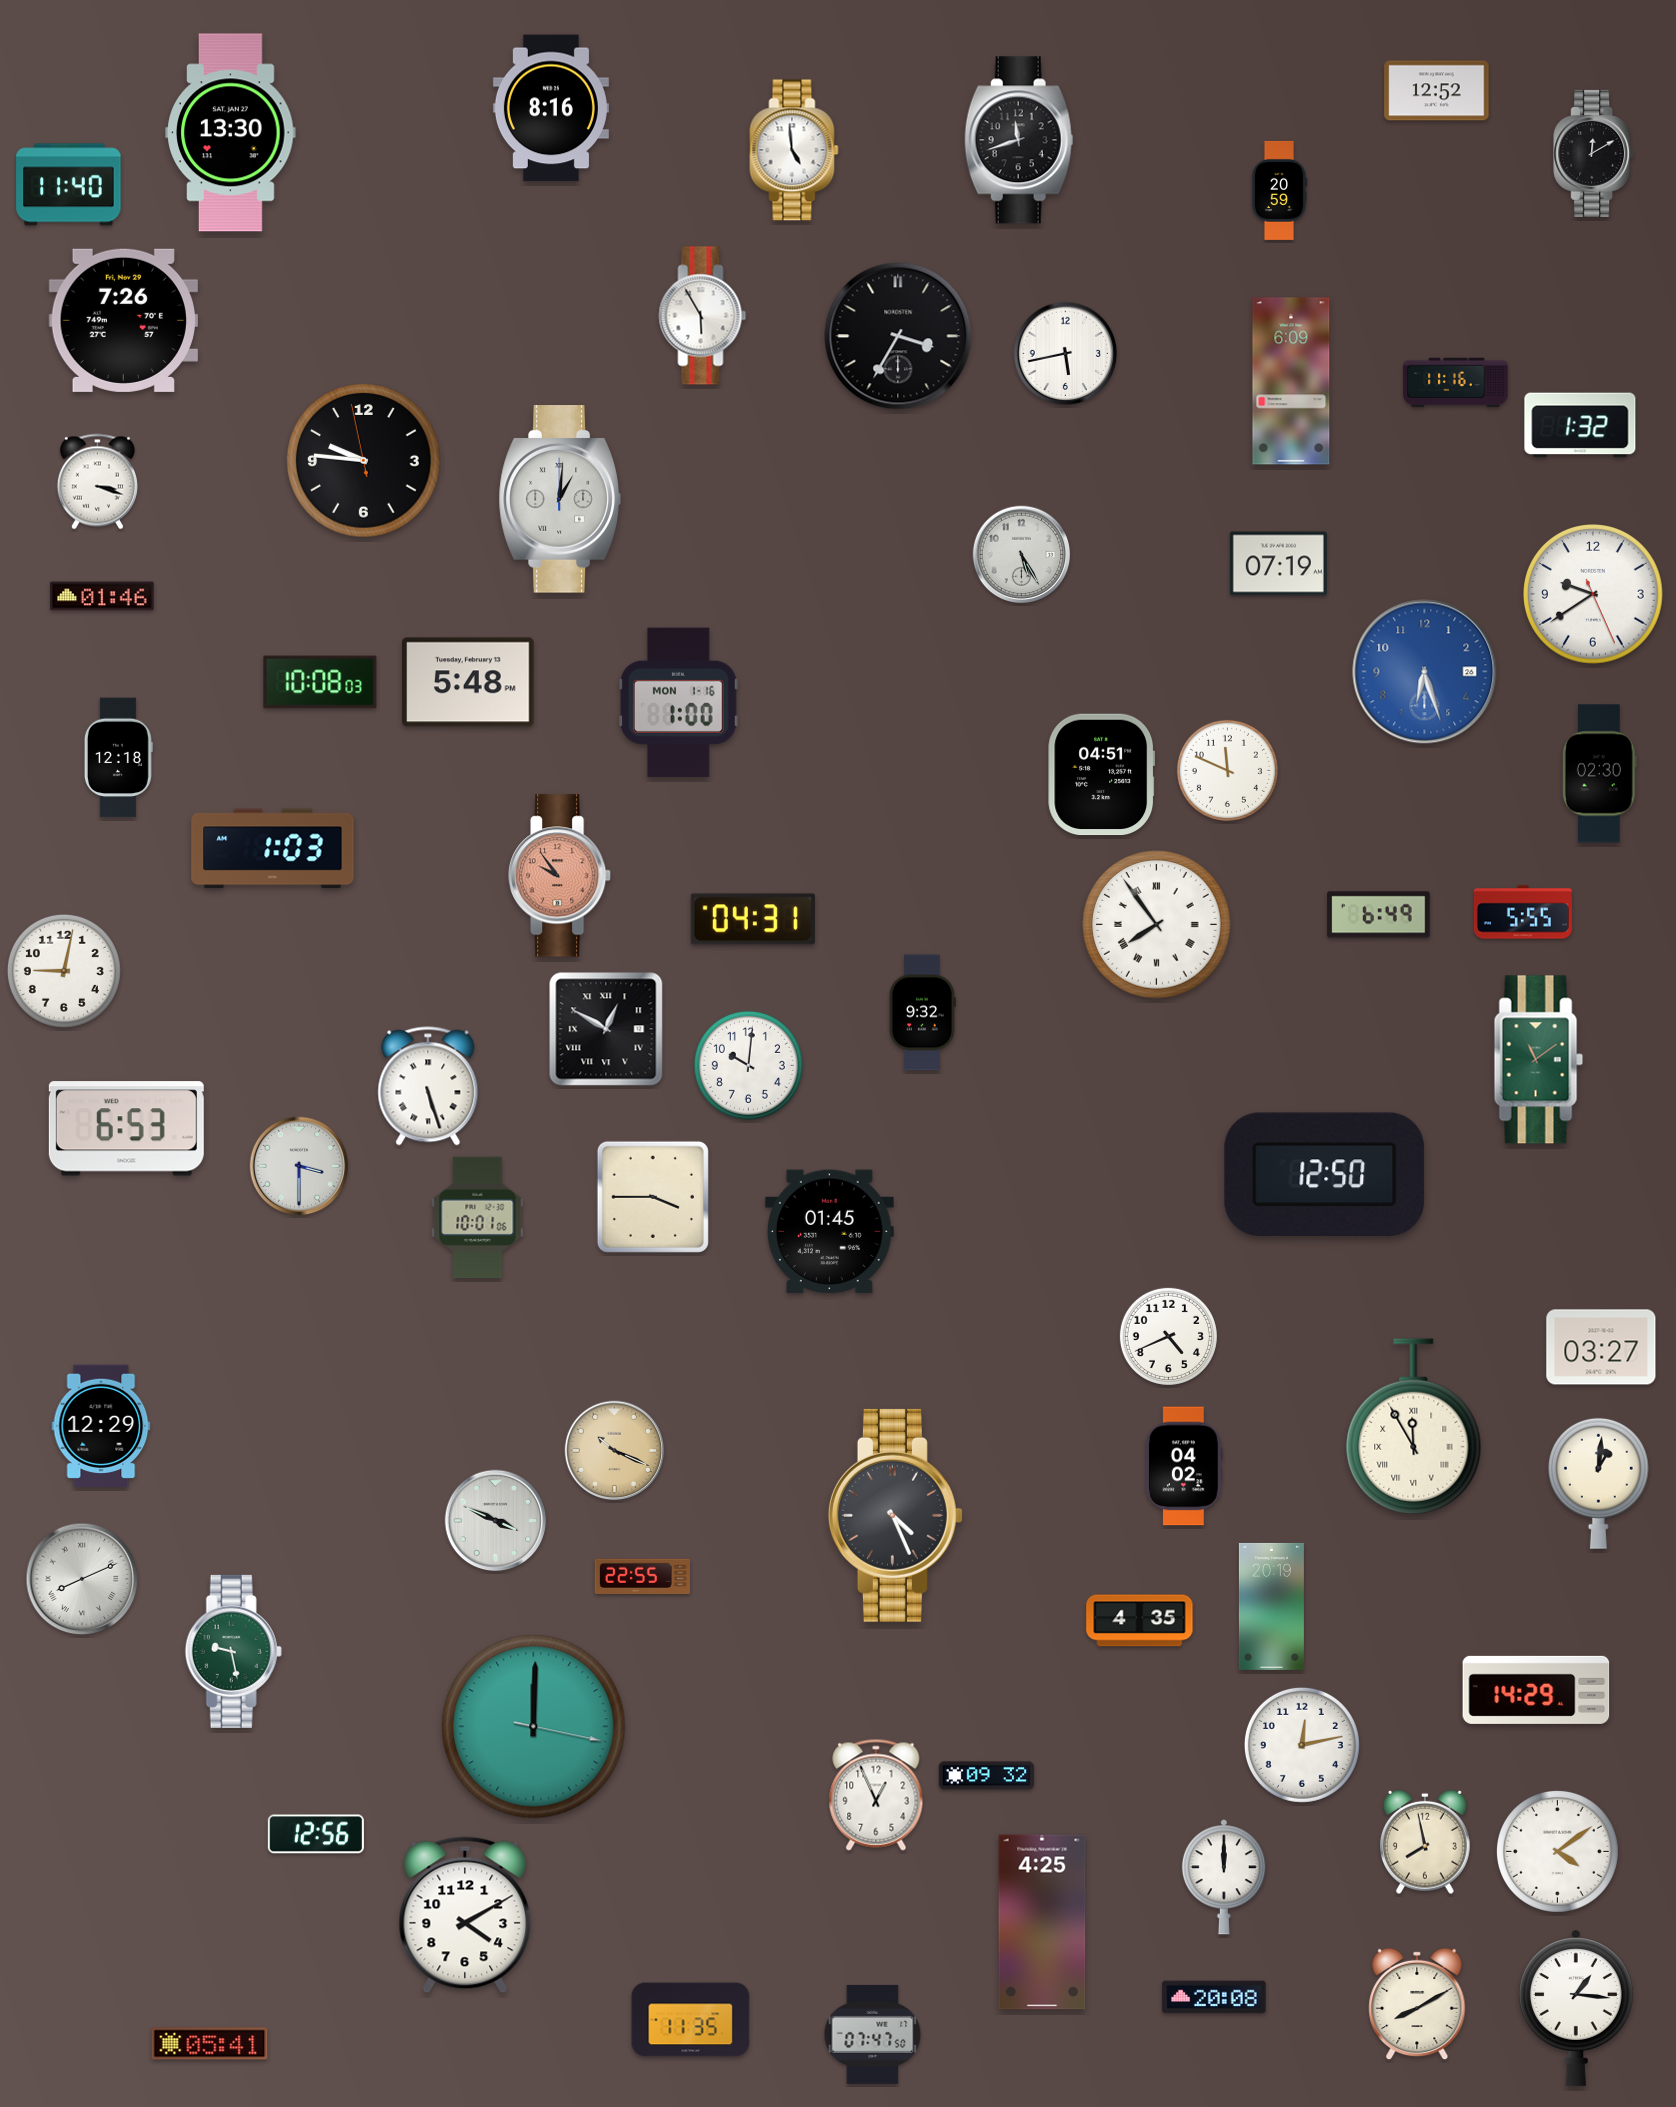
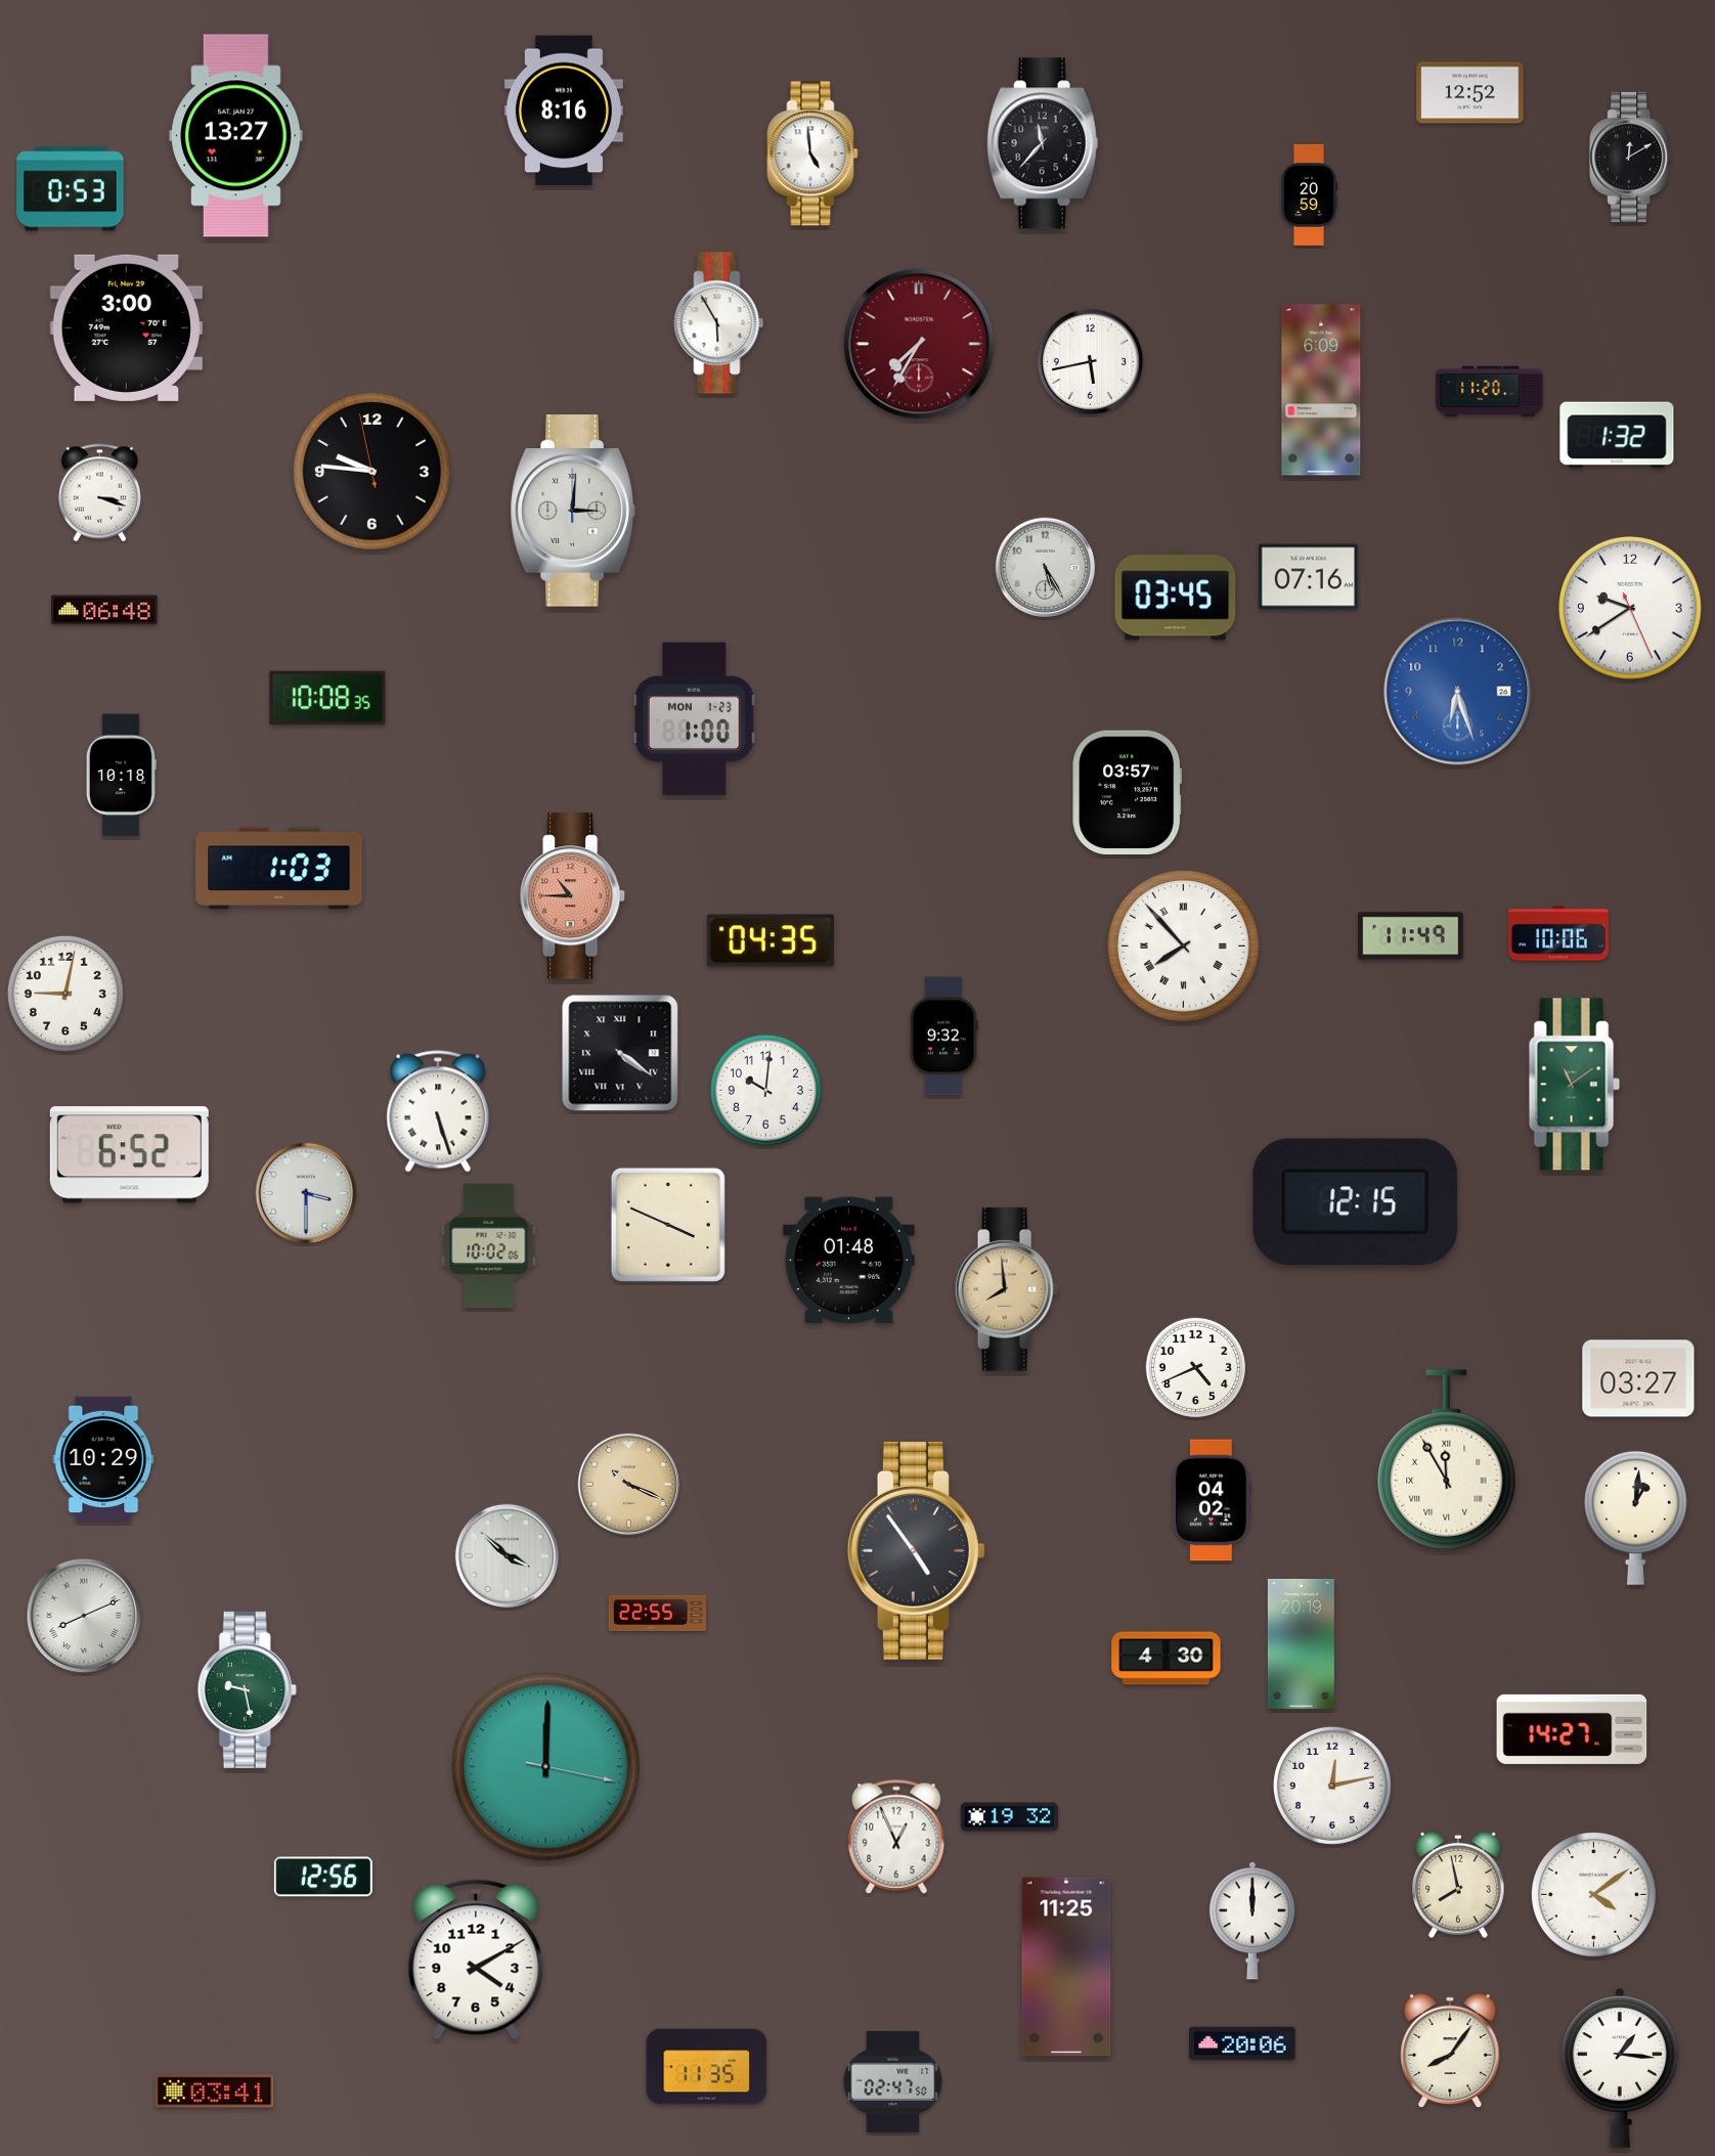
clock at (231, 133): 13:30 -> 13:27
clock at (1019, 140): 11:42 -> 11:37
clock at (69, 185): 11:40 -> 0:53
clock at (123, 320): 7:26 -> 3:00
clock at (898, 336): 3:35 -> 7:35
clock at (898, 336) dial: black -> burgundy
clock at (1456, 383): 11:16 -> 11:20
clock at (560, 499): 1:01 -> 3:01
clock at (1278, 564): 07:19 -> 07:16
clock at (1176, 596): none -> 03:45
clock at (102, 596): 01:46 -> 06:48
clock at (1425, 672) position: (1425, 672) -> (1458, 692)
clock at (320, 682): 10:08:03 -> 10:08:35
clock at (468, 682): 5:48 -> none
clock at (678, 702) date: MON 1-16 -> MON 1-23
clock at (118, 758): 12:18 -> 10:18
clock at (1227, 770): 11:49 -> none
clock at (1600, 774): 02:30 -> none
clock at (1102, 775): 04:51 -> 03:57
clock at (561, 876): 9:54 -> 10:45
clock at (1523, 912): 5:55 -> 10:06
clock at (1379, 915): 6:49 -> 11:49
clock at (753, 919): 04:31 -> 04:35
clock at (1157, 925): 7:54 -> 7:53
clock at (606, 1029): 12:50 -> 4:21
clock at (126, 1129): 6:53 -> 6:52
clock at (1325, 1174): 12:50 -> 12:15
clock at (653, 1197): 3:45 -> 3:49
clock at (478, 1218): 10:01 -> 10:02
clock at (829, 1232): 01:45 -> 01:48
clock at (1007, 1289): none -> 7:59
clock at (101, 1425): 12:29 -> 10:29
clock at (895, 1515): 4:26 -> 4:54
clock at (496, 1521): 3:49 -> 3:52
clock at (1140, 1621): 4:35 -> 4:30
clock at (233, 1651) position: (233, 1651) -> (247, 1689)
clock at (1536, 1690): 14:29 -> 14:27
clock at (986, 1776): 09:32 -> 19:32
clock at (1042, 1922): 4:25 -> 11:25
clock at (1214, 1997): 20:08 -> 20:06
clock at (1417, 2004): 8:10 -> 8:06
clock at (1576, 2008) position: (1576, 2008) -> (1620, 2068)
clock at (873, 2034): 07:47 -> 02:47
clock at (210, 2044): 05:41 -> 03:41
